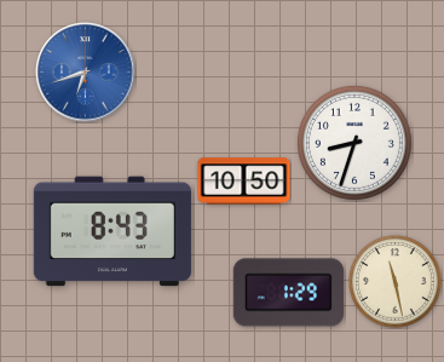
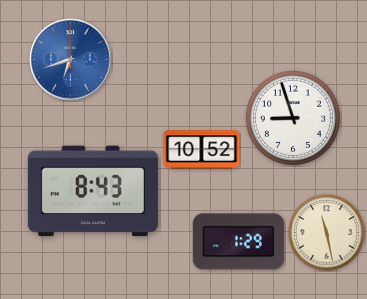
clock at (354, 143): 8:33 -> 8:57
clock at (244, 182): 10:50 -> 10:52
